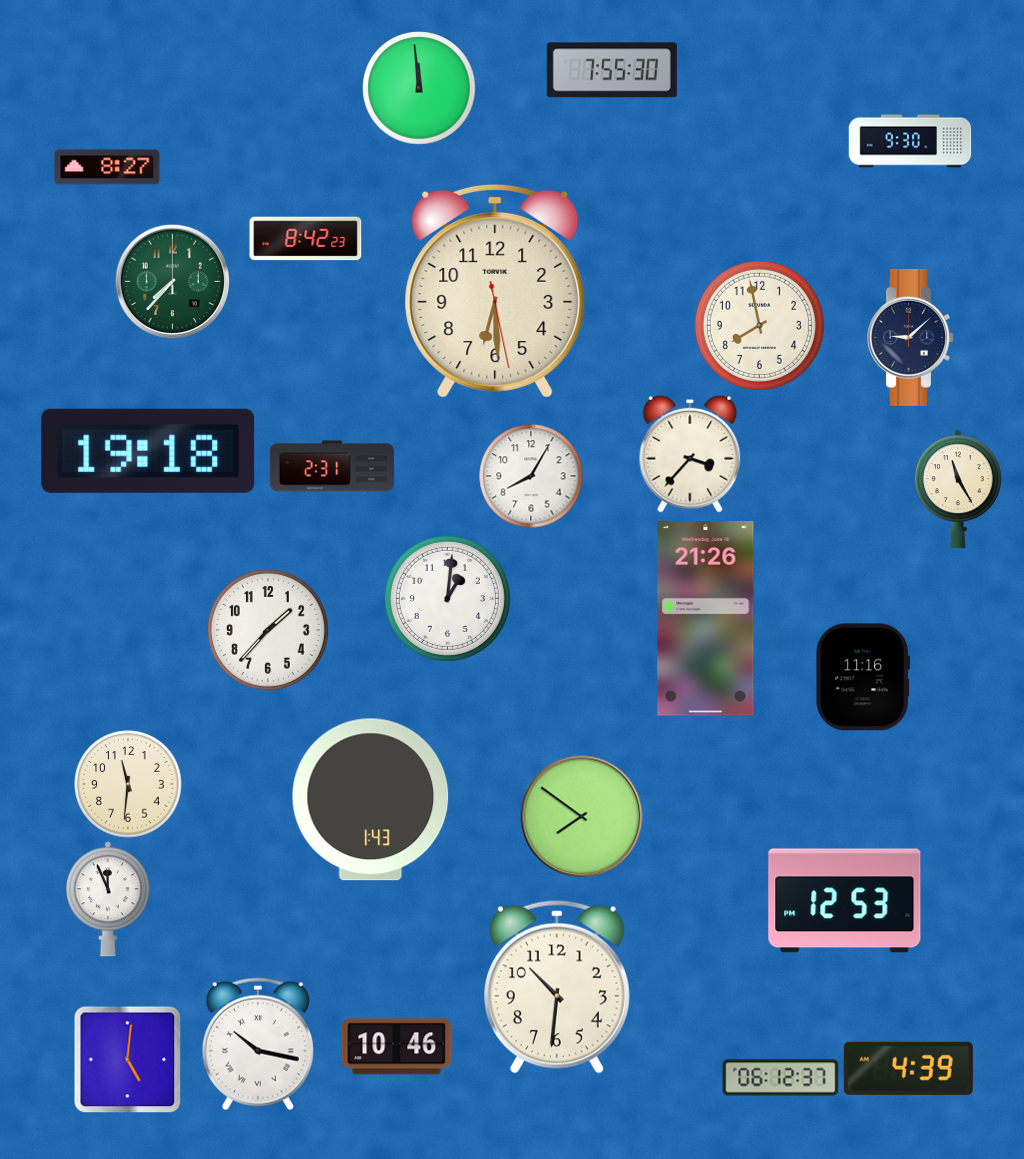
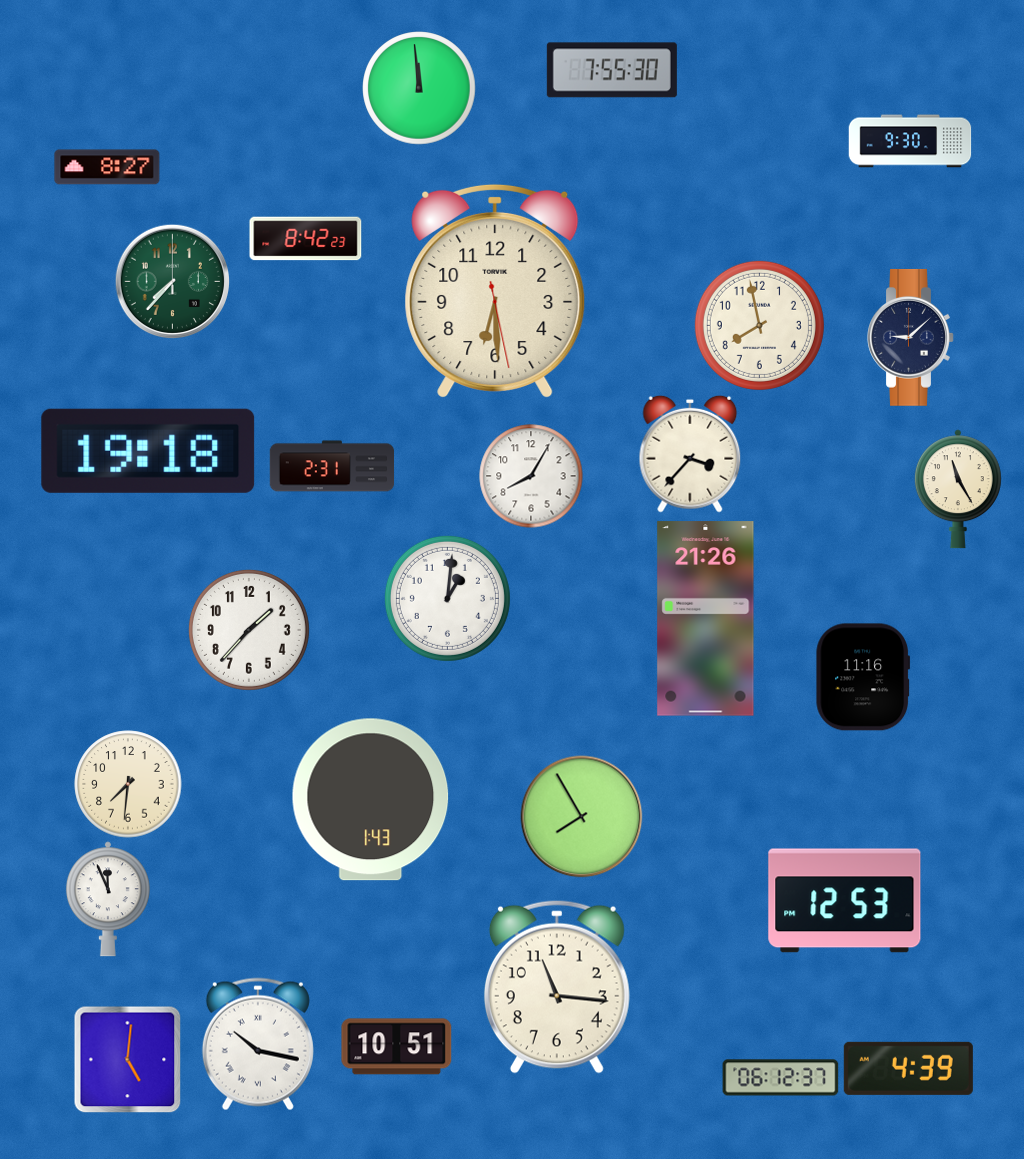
clock at (268, 630) position: (268, 630) -> (249, 630)
clock at (128, 784): 11:31 -> 7:31
clock at (582, 817): 7:51 -> 7:55
clock at (557, 987): 10:31 -> 11:16
clock at (397, 1047): 10:46 -> 10:51
